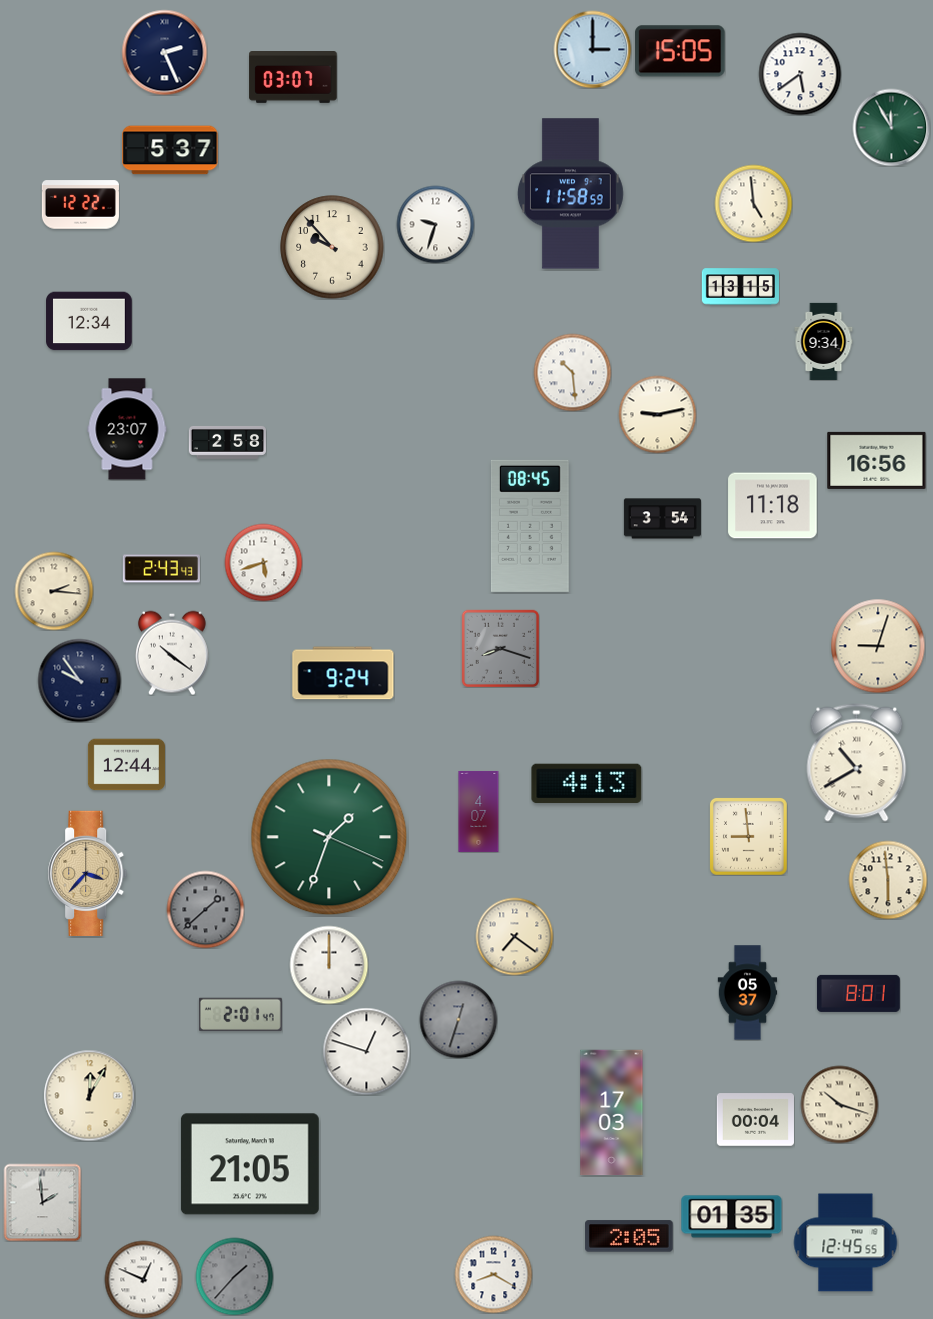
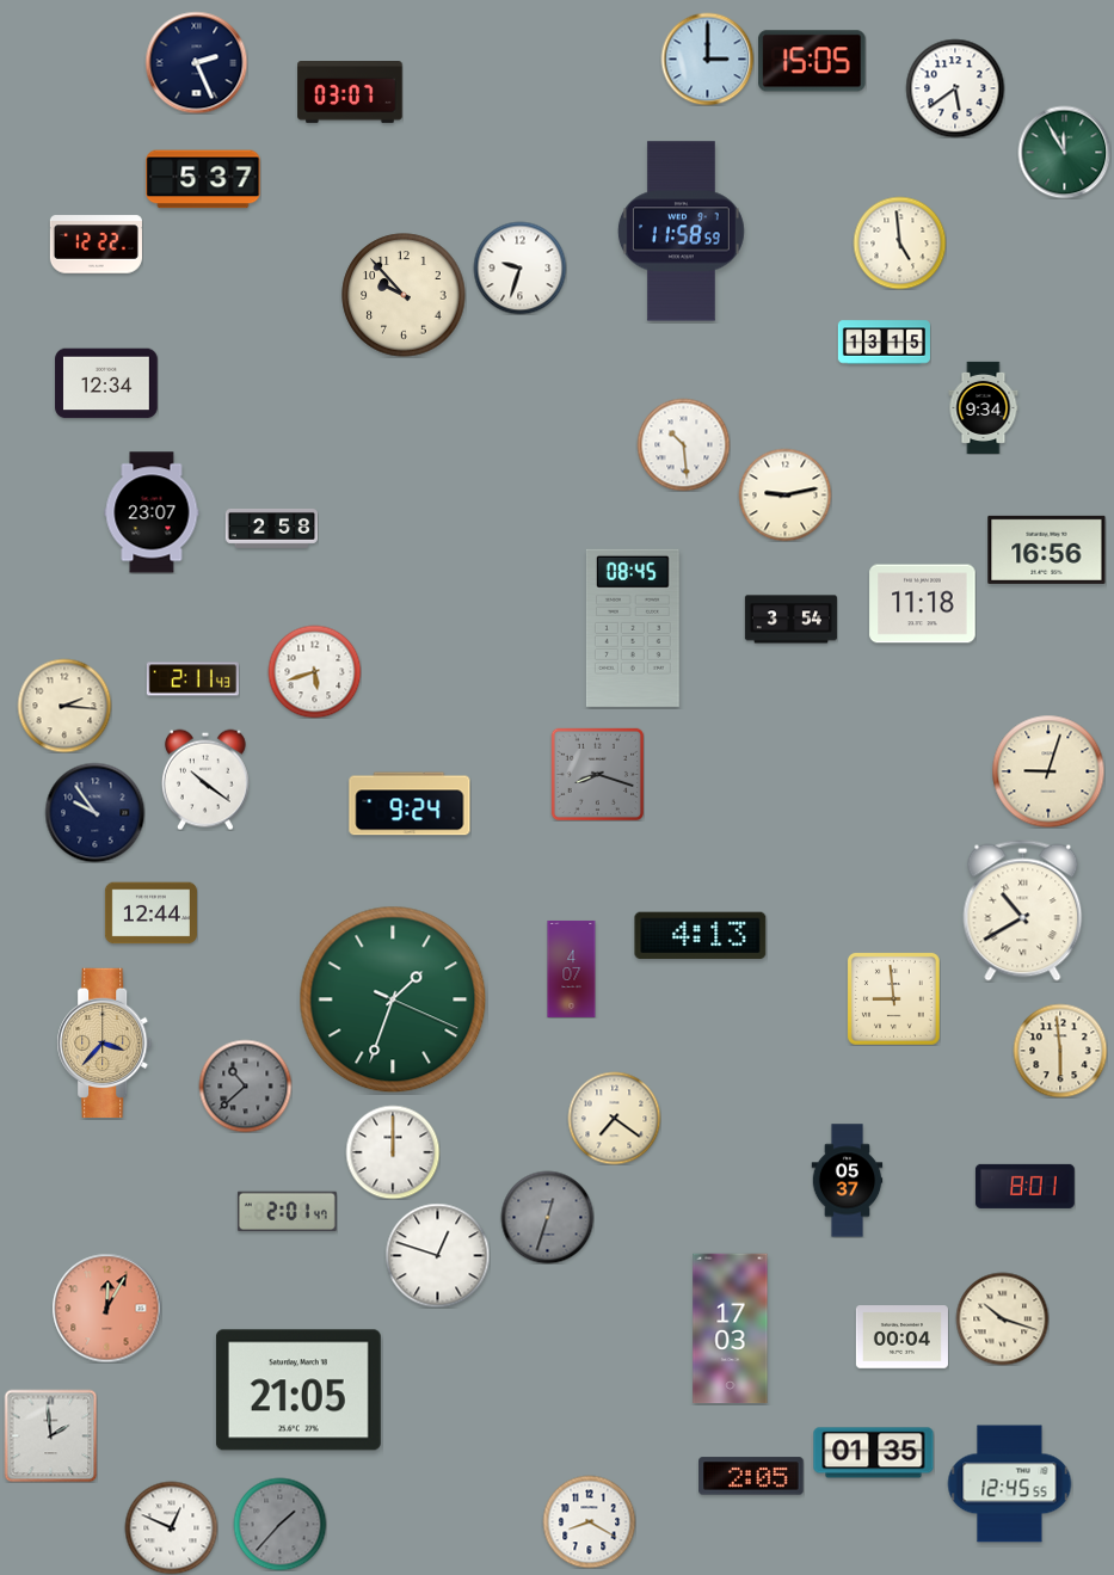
clock at (332, 247) position: (332, 247) -> (404, 295)
clock at (161, 569): 2:43 -> 2:11
clock at (205, 909): 1:38 -> 10:38
clock at (748, 993) position: (748, 993) -> (848, 1181)
clock at (89, 1095) dial: cream -> salmon
